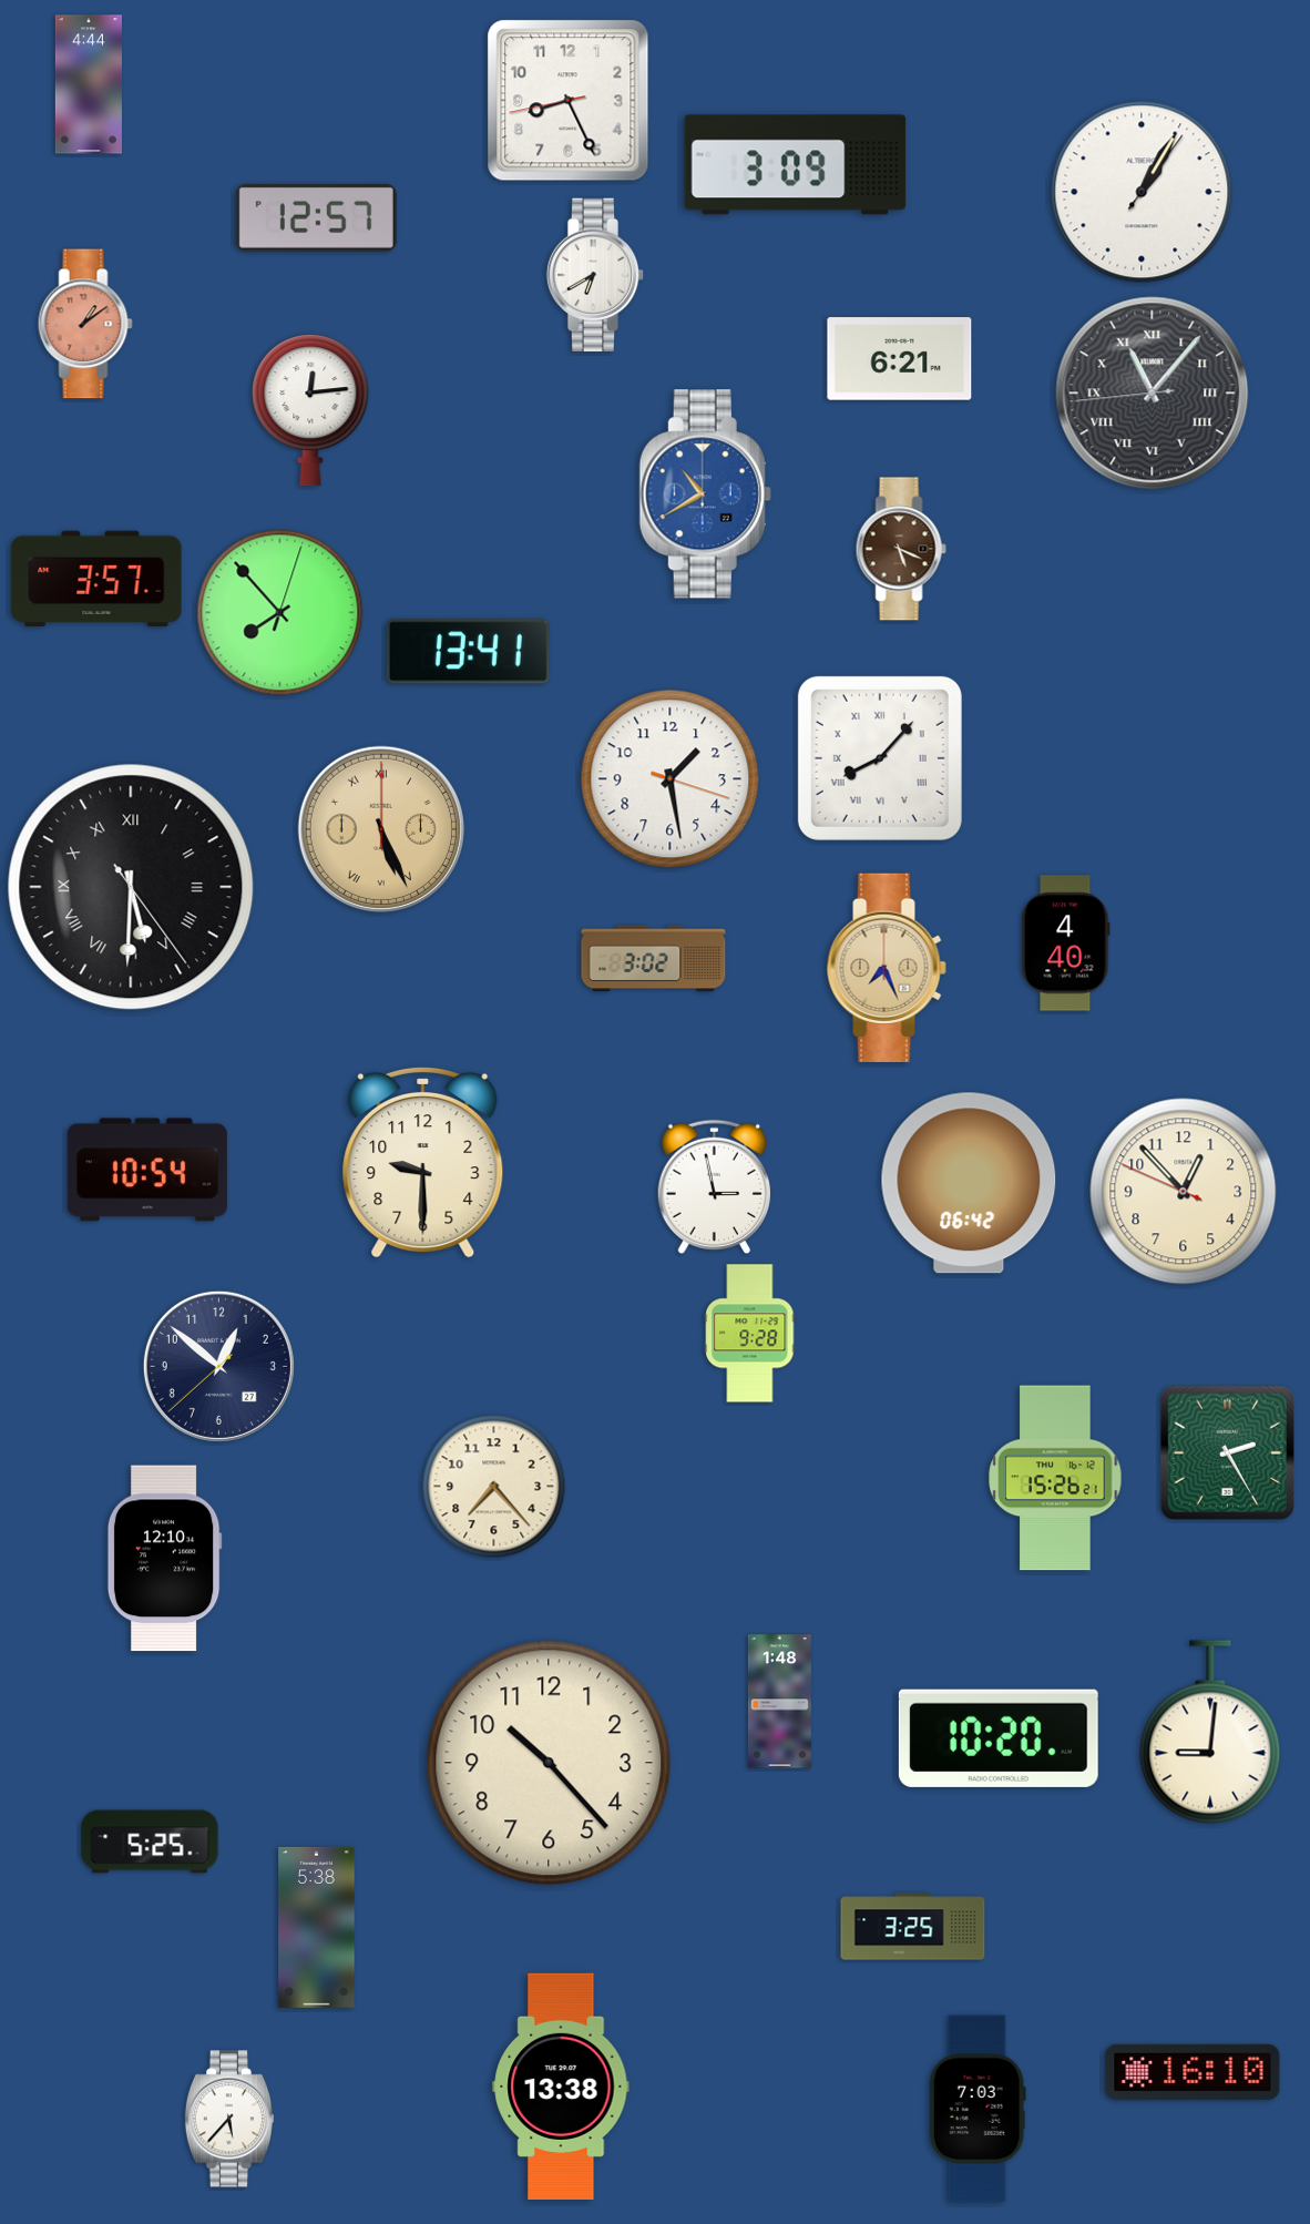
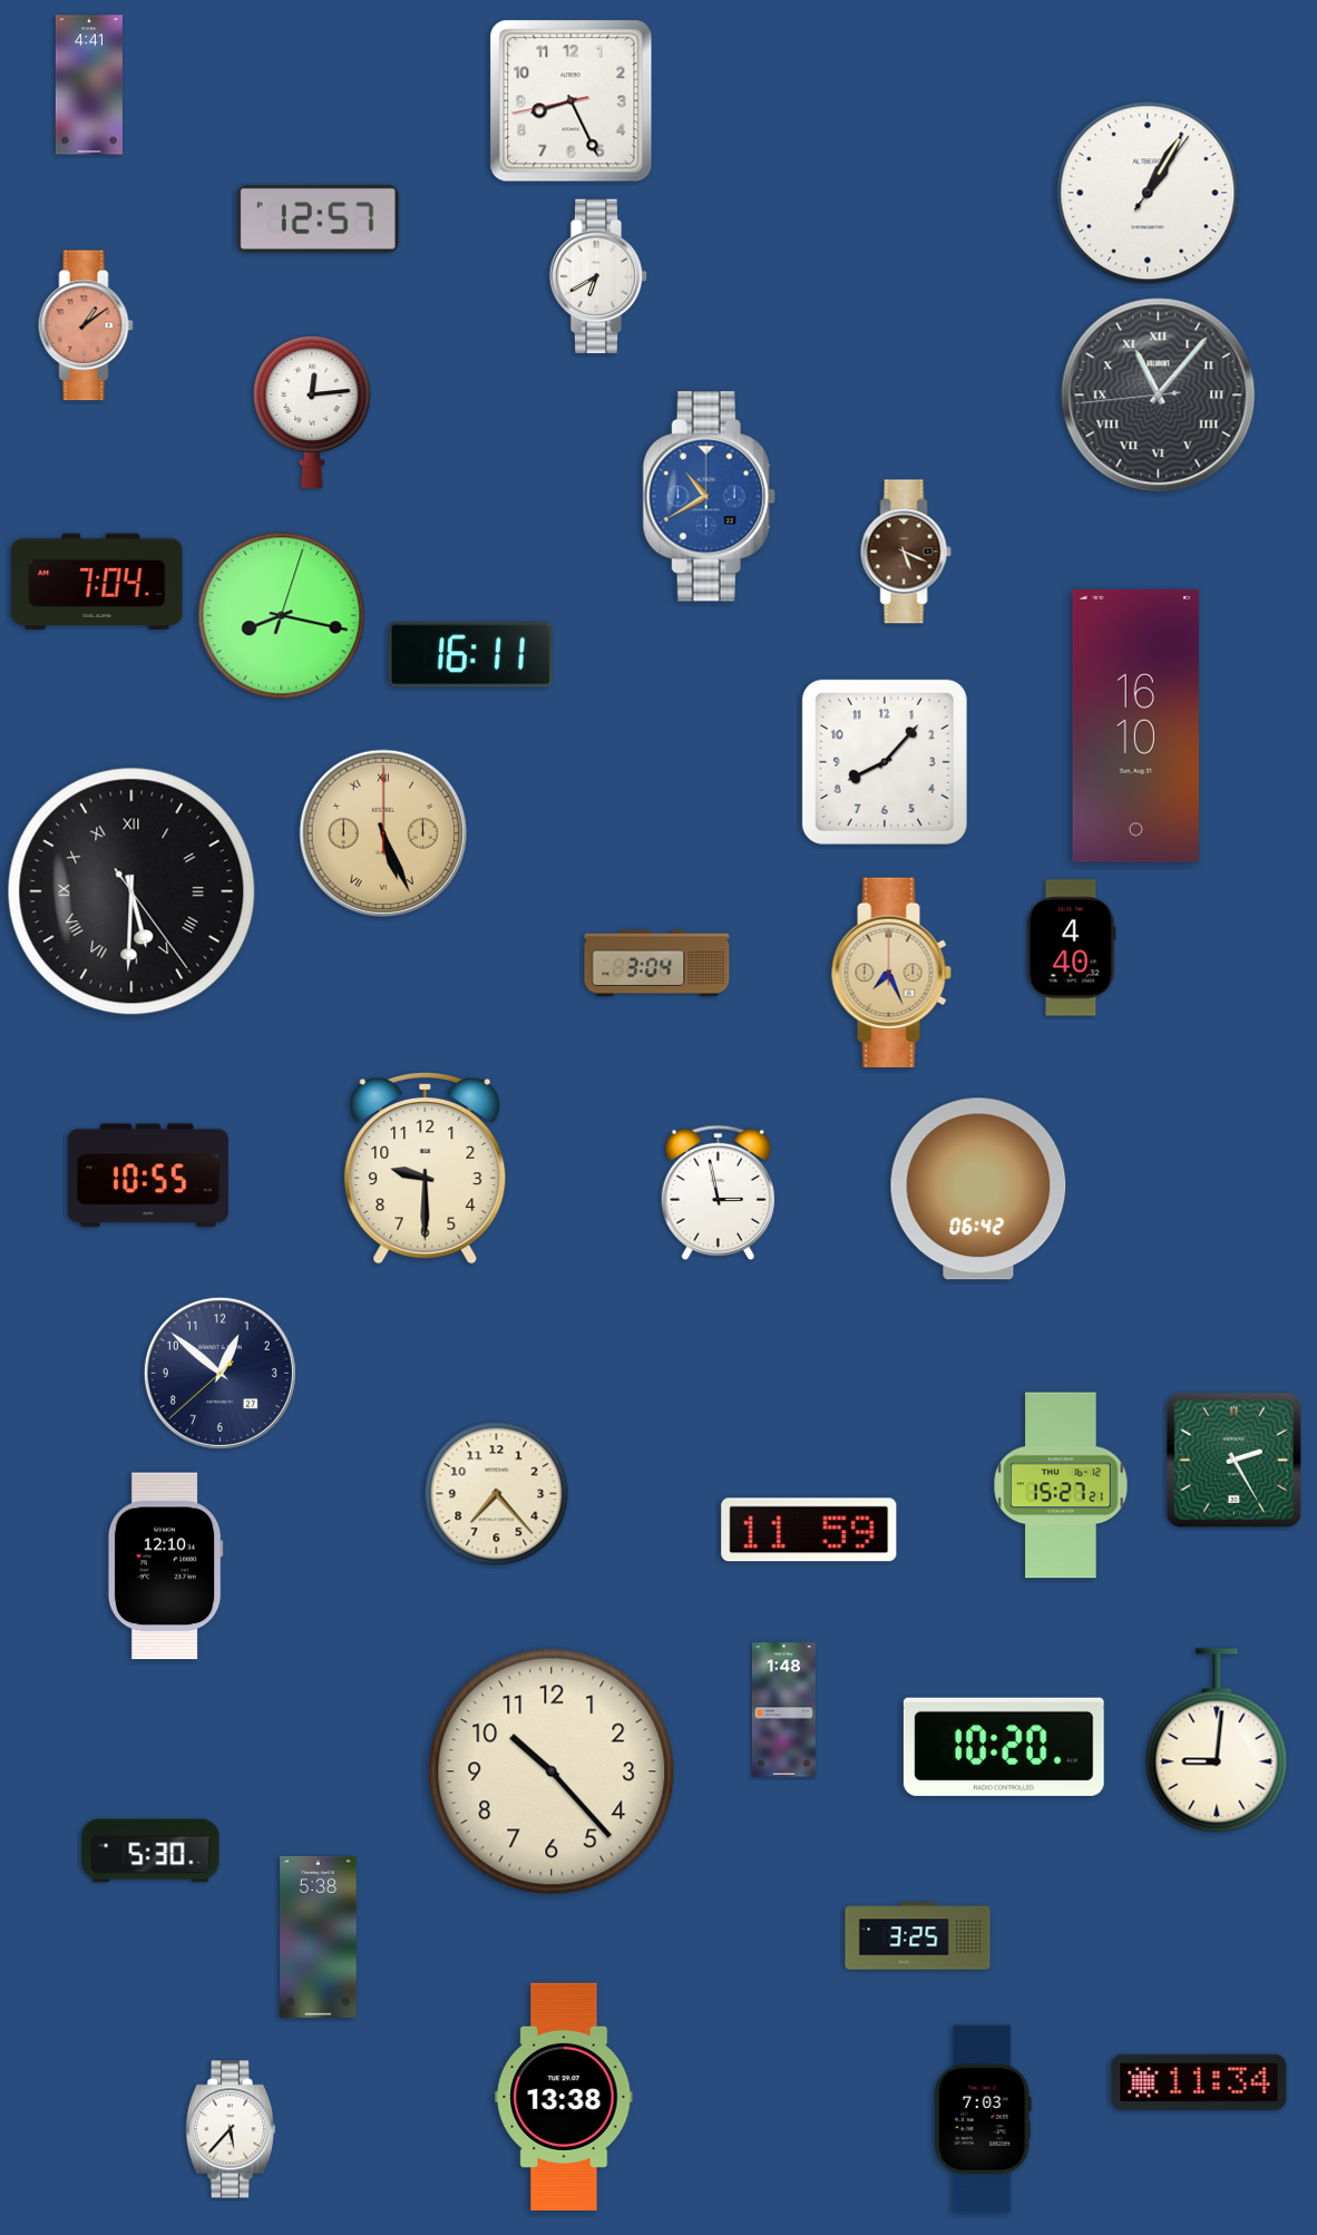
clock at (89, 84): 4:44 -> 4:41
clock at (796, 165): 3:09 -> none
clock at (900, 359): 6:21 -> none
clock at (96, 578): 3:57 -> 7:04
clock at (280, 613): 7:53 -> 8:17
clock at (468, 652): 13:41 -> 16:11
clock at (1136, 725): none -> 16:10
clock at (880, 758) numerals: Roman -> Arabic
clock at (671, 779): 1:28 -> none
clock at (654, 959): 3:02 -> 3:04
clock at (147, 1170): 10:54 -> 10:55
clock at (969, 1183) position: (969, 1183) -> (978, 1189)
clock at (1184, 1192): 12:52 -> none
clock at (750, 1334): 9:28 -> none
clock at (1055, 1478): 15:26 -> 15:27
clock at (809, 1530): none -> 11:59
clock at (150, 1842): 5:25 -> 5:30
clock at (1193, 2072): 16:10 -> 11:34
